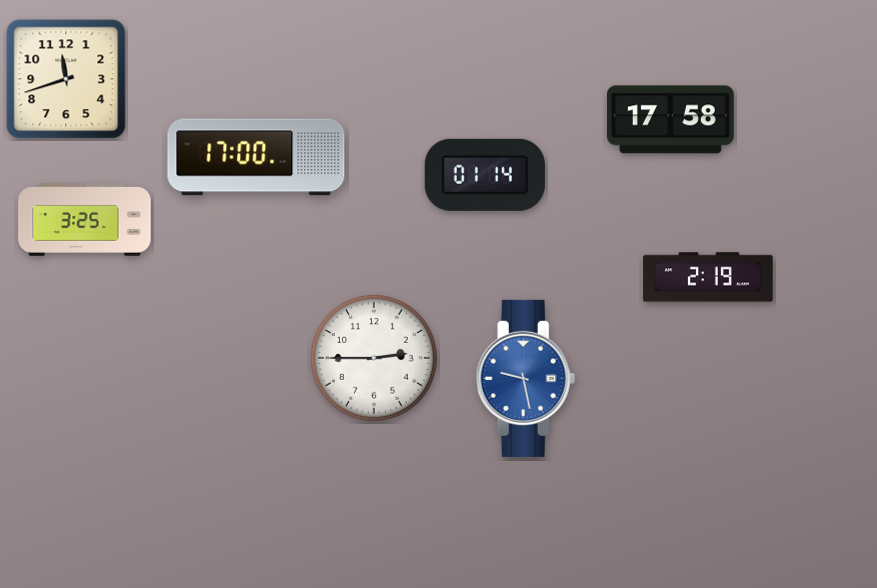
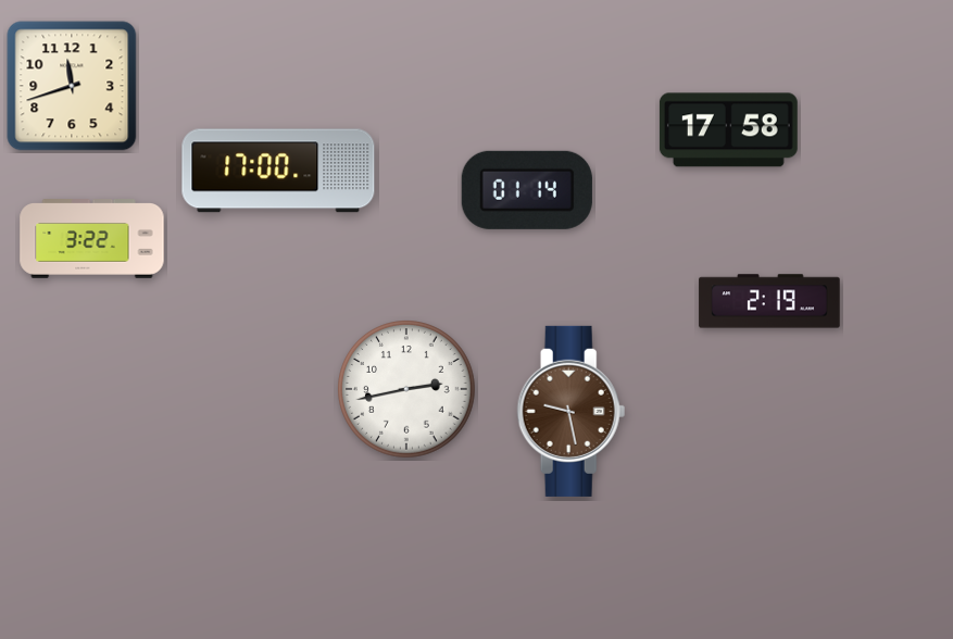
clock at (85, 220): 3:25 -> 3:22
clock at (375, 359): 2:45 -> 2:43
clock at (526, 378) dial: blue -> brown
